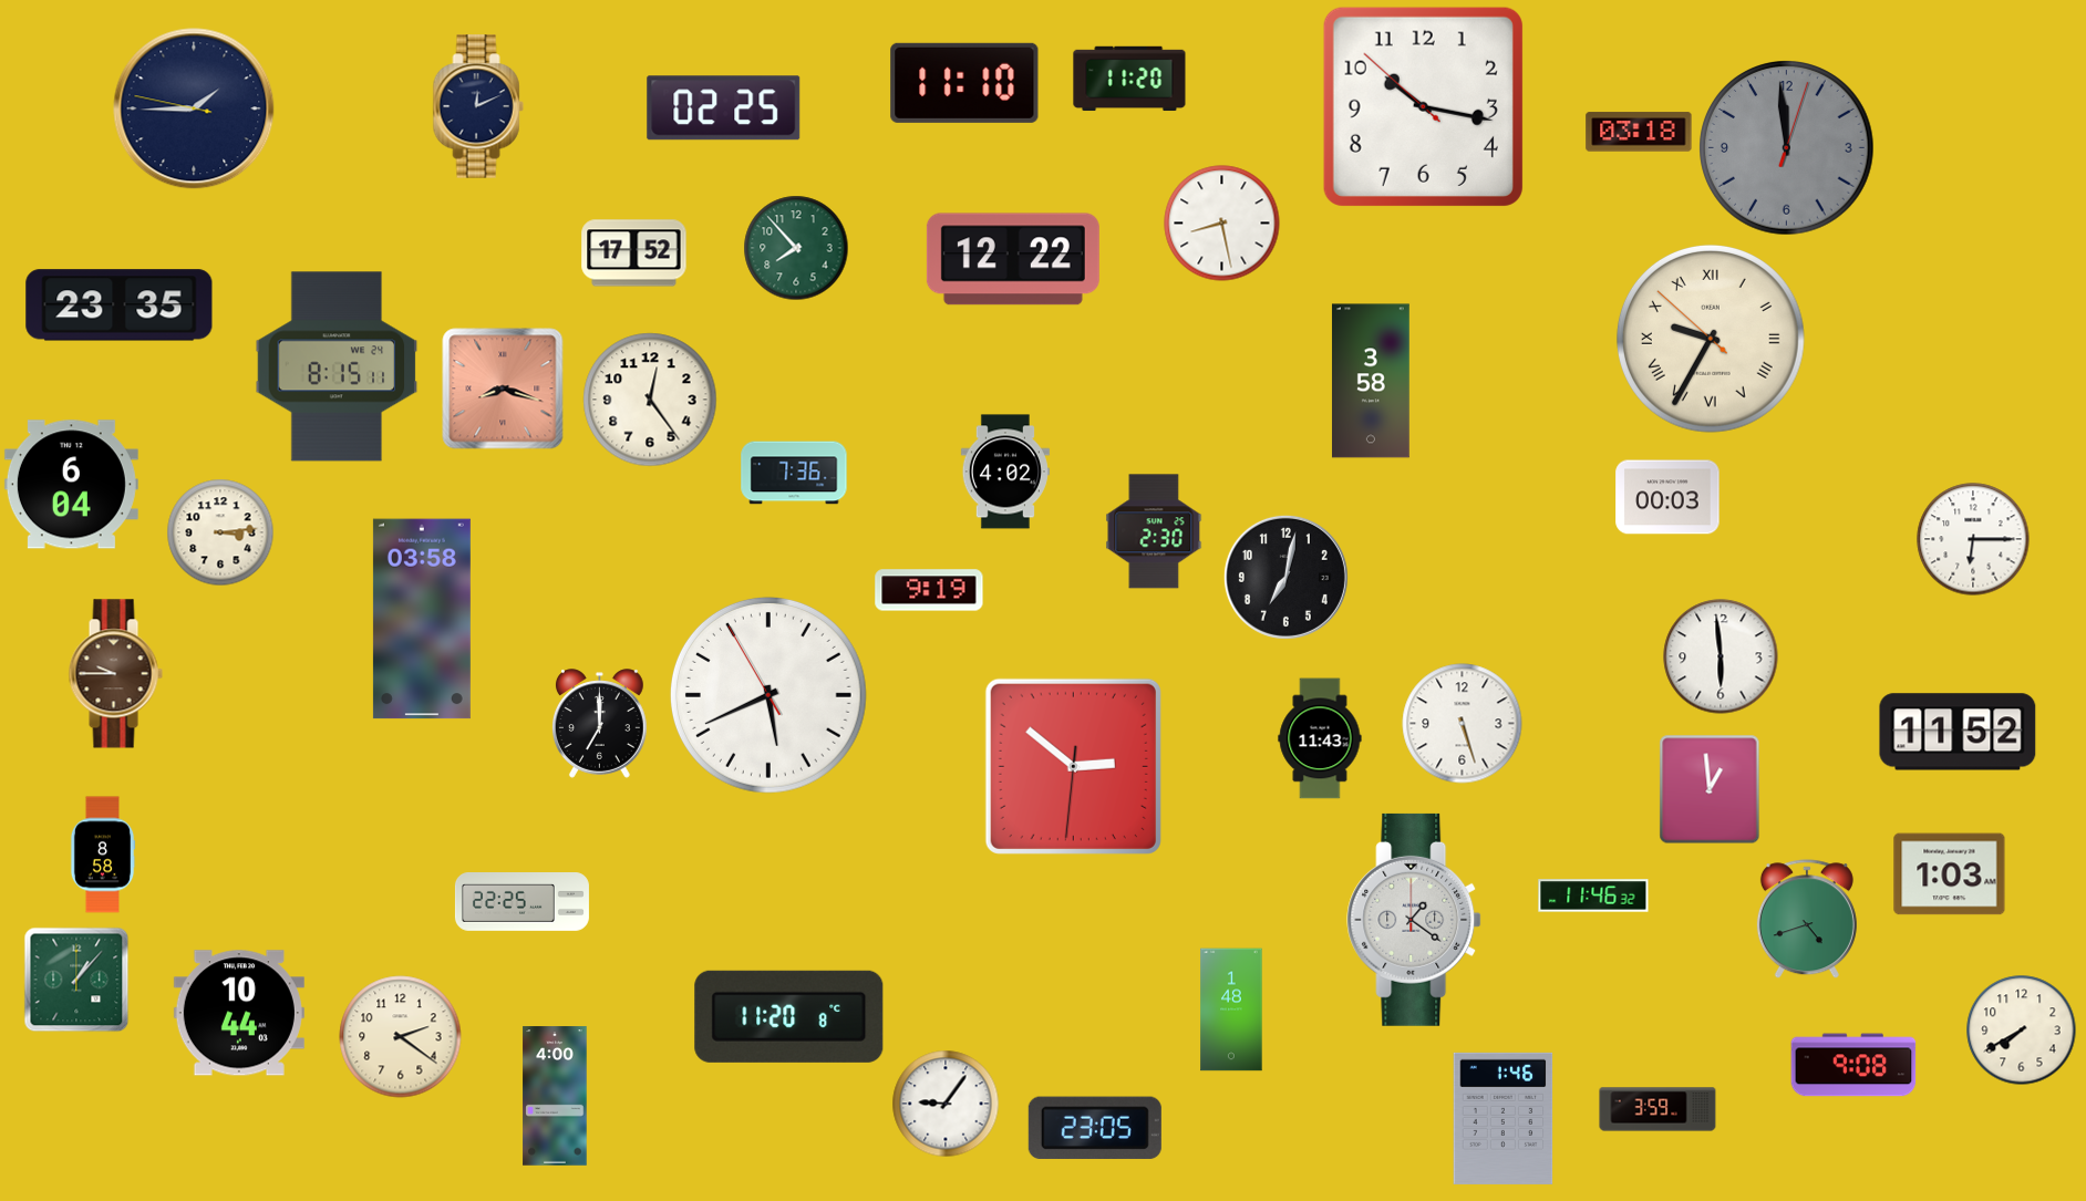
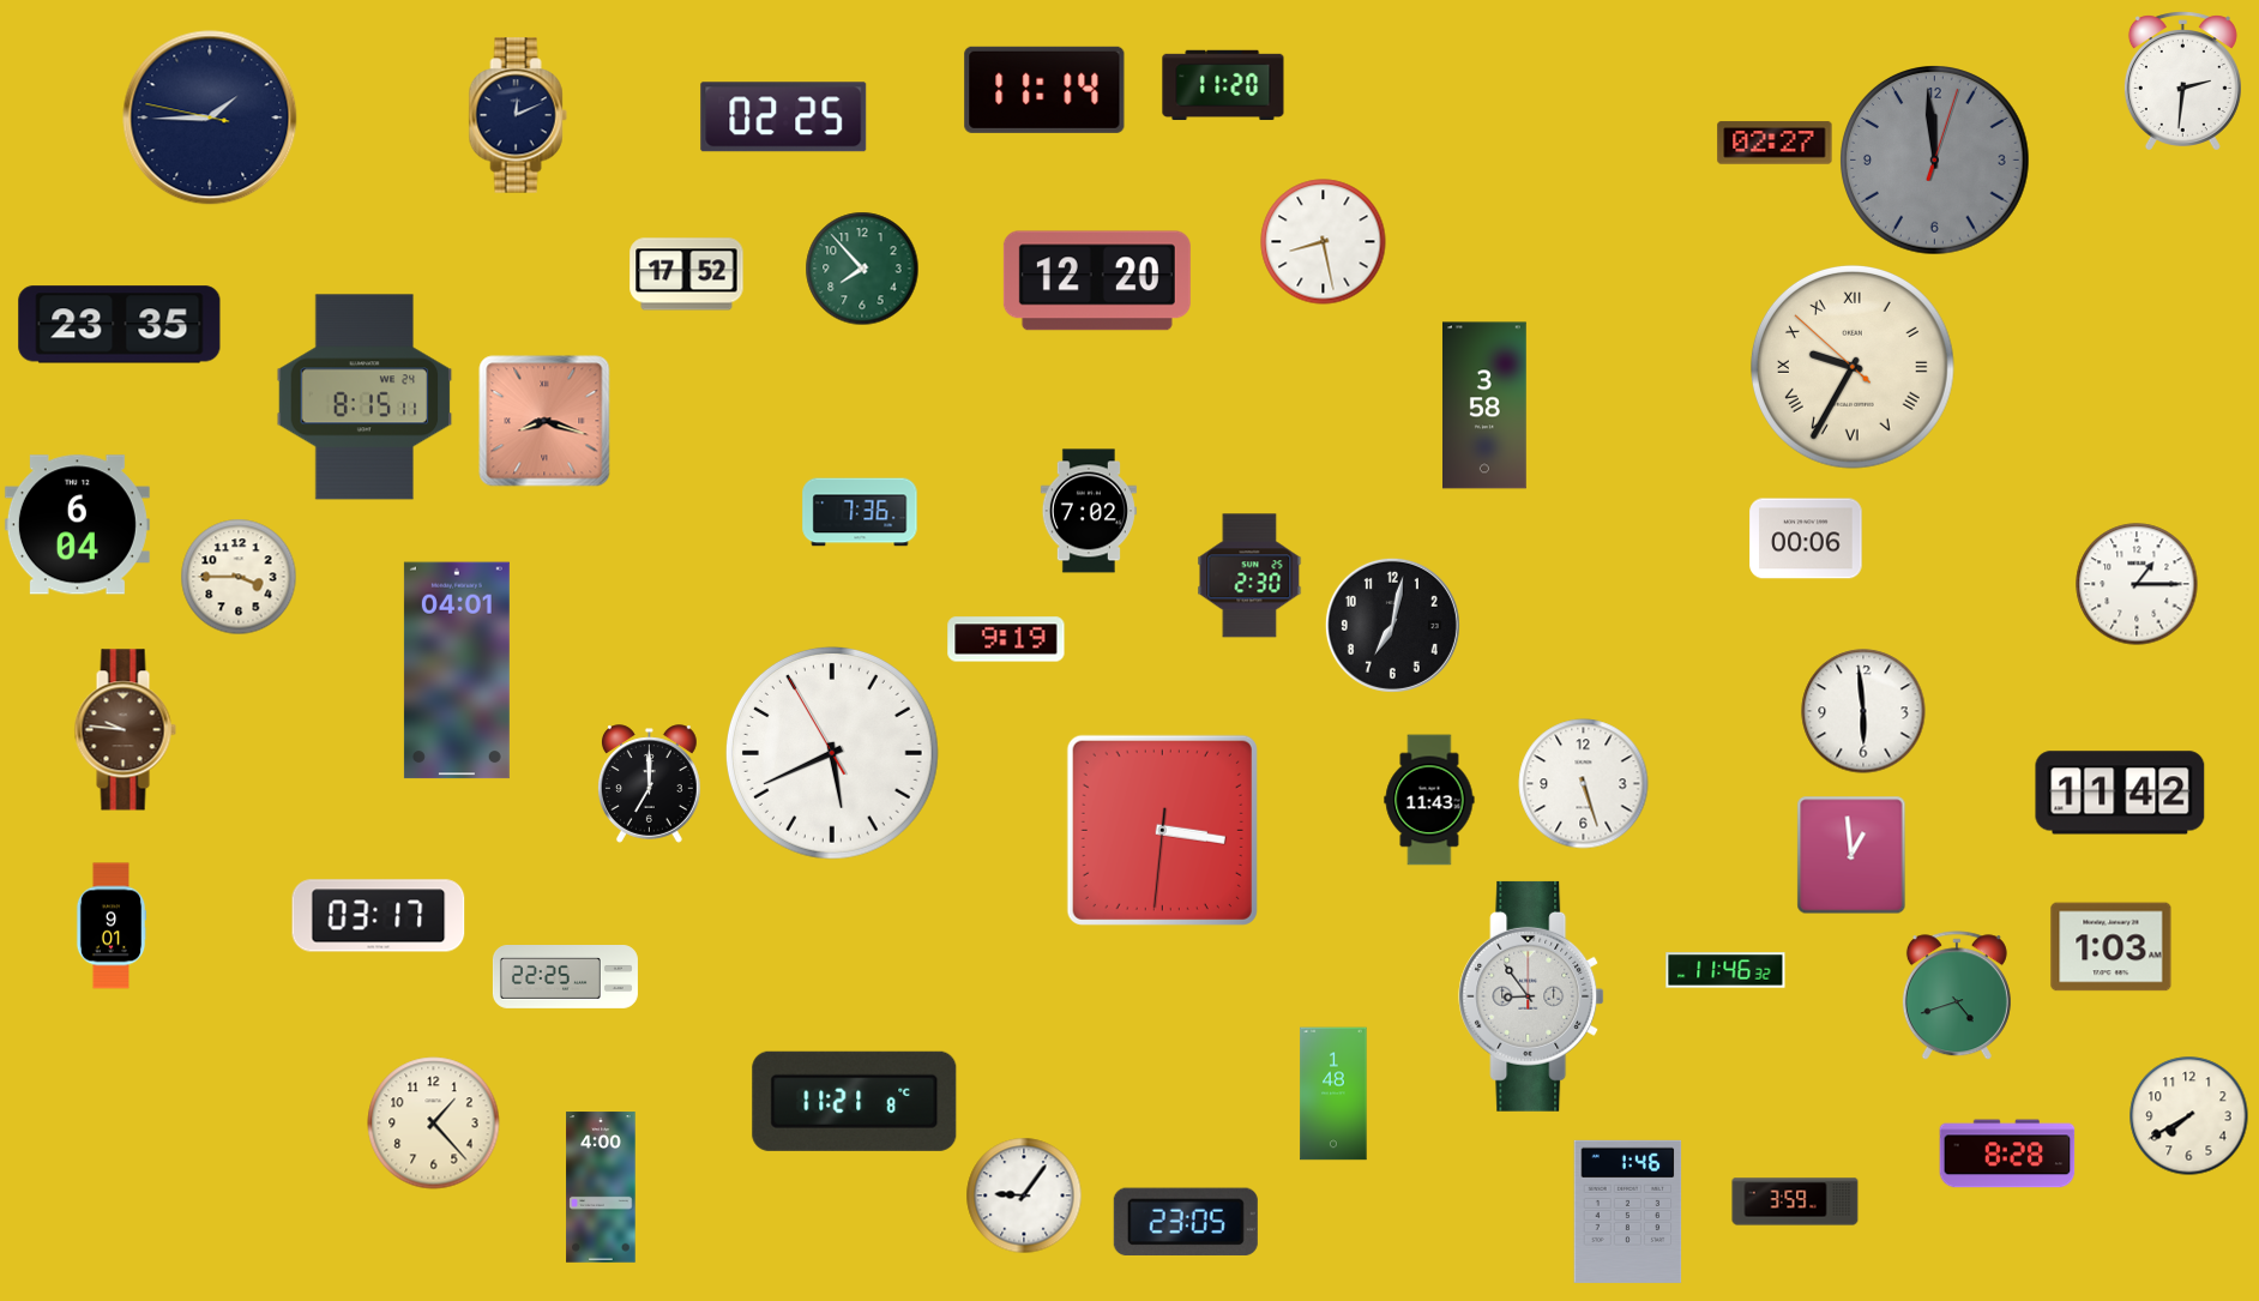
clock at (2182, 82): none -> 2:31
clock at (964, 83): 11:10 -> 11:14
clock at (1423, 106): 10:16 -> none
clock at (1639, 132): 03:18 -> 02:27
clock at (1013, 259): 12:22 -> 12:20
clock at (120, 306) position: (120, 306) -> (120, 325)
clock at (1371, 381) position: (1371, 381) -> (1484, 405)
clock at (650, 400): 12:24 -> none
clock at (1005, 472): 4:02 -> 7:02
clock at (1667, 497): 00:03 -> 00:06
clock at (220, 532): 3:14 -> 3:45
clock at (1973, 539): 6:15 -> 1:15
clock at (422, 619): 03:58 -> 04:01
clock at (115, 674): 9:45 -> 9:46
clock at (1958, 732): 11:52 -> 11:42
clock at (1073, 766): 2:51 -> 3:16
clock at (379, 916): none -> 03:17
clock at (103, 855): 8:58 -> 9:01
clock at (1414, 920): 1:21 -> 8:54
clock at (76, 980): 1:07 -> none
clock at (239, 1013): 10:44 -> none
clock at (789, 1016): 11:20 -> 11:21
clock at (401, 1037): 2:21 -> 1:23
clock at (1853, 1065): 9:08 -> 8:28
